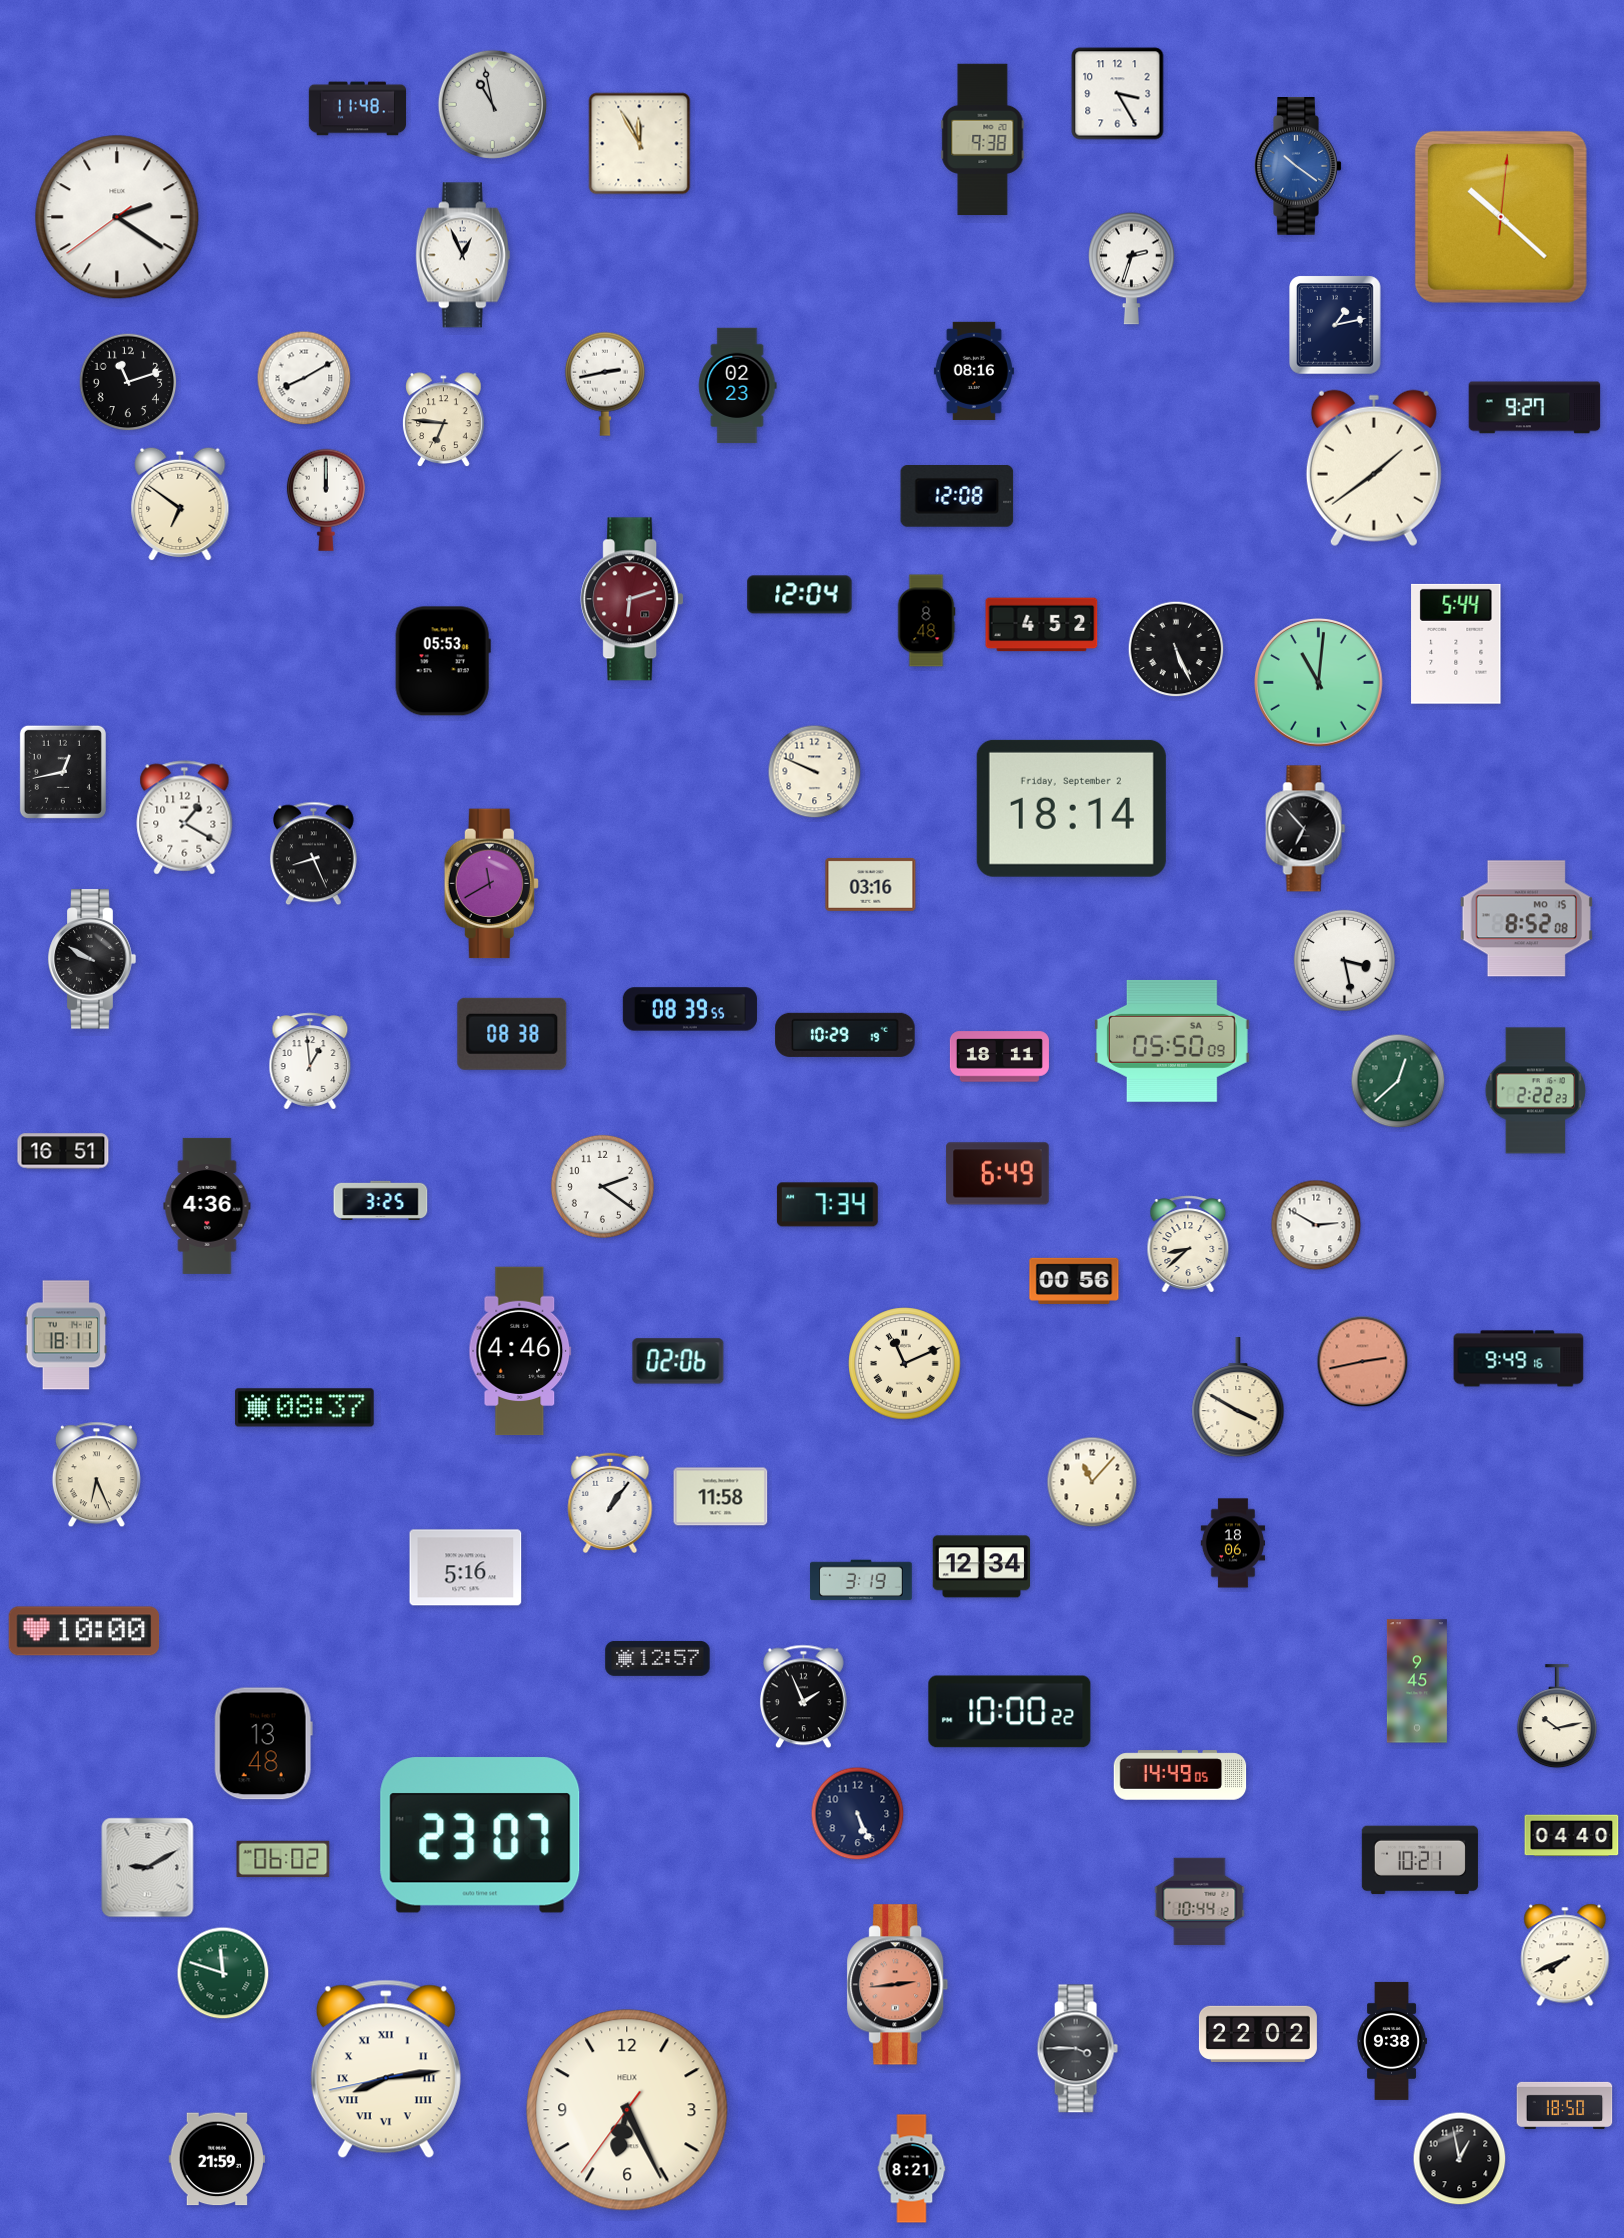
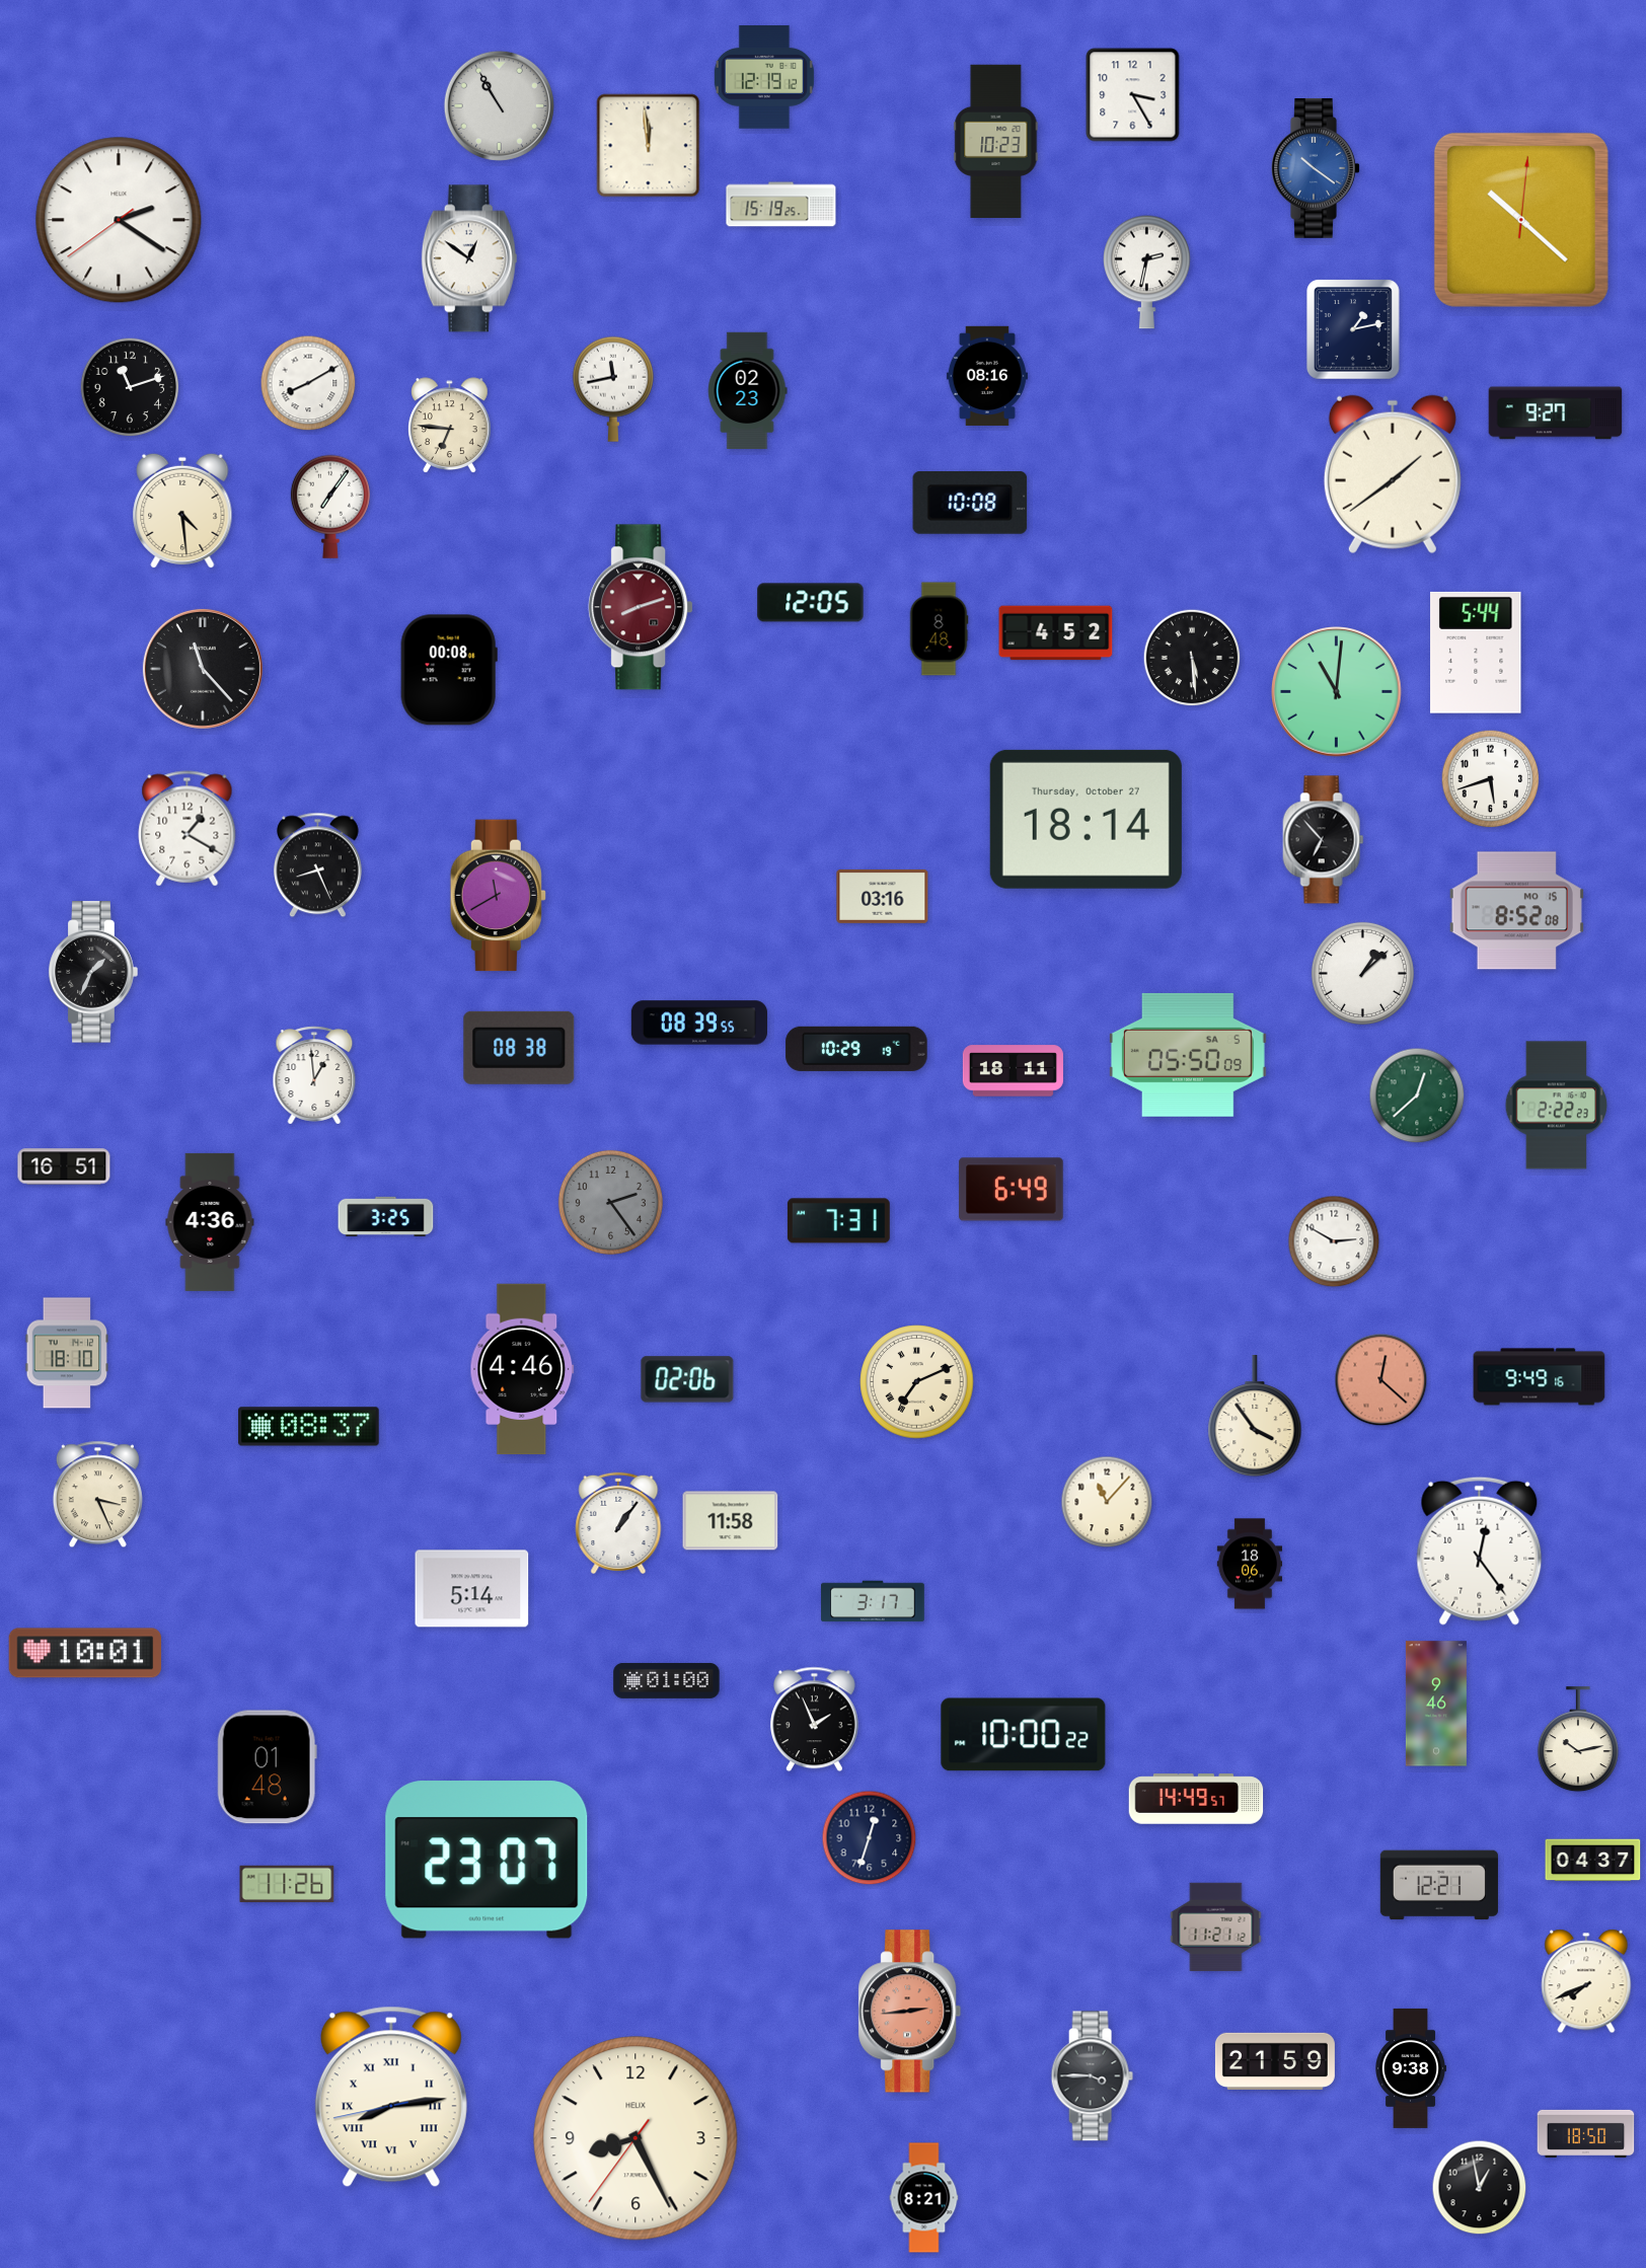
clock at (764, 78): none -> 12:19
clock at (492, 104): 10:58 -> 10:55
clock at (358, 109): 11:48 -> none
clock at (983, 140): 9:38 -> 10:23
clock at (640, 144): 11:55 -> 11:59
clock at (781, 205): none -> 15:19
clock at (463, 255): 12:56 -> 12:51
clock at (1132, 268): 2:33 -> 2:32
clock at (605, 384): 2:43 -> 11:43
clock at (957, 497): 12:08 -> 10:08
clock at (326, 500): 12:00 -> 7:06
clock at (180, 504): 6:51 -> 4:29
clock at (800, 595): 12:04 -> 12:05
clock at (632, 599): 6:12 -> 8:12
clock at (1176, 649): 5:26 -> 5:29
clock at (203, 669): none -> 11:23
clock at (443, 661): 05:53 -> 00:08
clock at (1491, 779): none -> 5:42
clock at (63, 772): 12:43 -> none
clock at (815, 772): 9:49 -> none
clock at (1071, 808) date: Friday, September 2 -> Thursday, October 27
clock at (1526, 919) position: (1526, 919) -> (1516, 911)
clock at (92, 959): 9:50 -> 1:34
clock at (1344, 960): 3:28 -> 1:08
clock at (602, 1186): 2:21 -> 2:24
clock at (602, 1186) dial: white -> grey
clock at (827, 1205): 7:34 -> 7:31
clock at (1188, 1244): 8:38 -> none
clock at (1074, 1281): 00:56 -> none
clock at (66, 1335): 18:11 -> 18:10
clock at (520, 1351) position: (520, 1351) -> (522, 1369)
clock at (1363, 1362): 2:43 -> 12:22
clock at (905, 1364): 11:11 -> 7:11
clock at (1238, 1398): 3:50 -> 3:54
clock at (96, 1475): 6:26 -> 3:26
clock at (721, 1497) position: (721, 1497) -> (731, 1521)
clock at (1480, 1551): none -> 12:24
clock at (981, 1567): 12:34 -> none
clock at (466, 1568): 5:16 -> 5:14
clock at (861, 1580): 3:19 -> 3:17
clock at (84, 1631): 10:00 -> 10:01
clock at (658, 1658): 12:57 -> 01:00
clock at (1417, 1681): 9:45 -> 9:46
clock at (263, 1744): 13:48 -> 01:48
clock at (1180, 1775): 14:49:05 -> 14:49:57
clock at (858, 1814): 5:26 -> 12:33
clock at (1572, 1836): 04:40 -> 04:37
clock at (283, 1859): 06:02 -> 11:26
clock at (1420, 1860): 10:21 -> 12:21
clock at (148, 1868): 9:10 -> none
clock at (1200, 1901): 10:44 -> 11:21
clock at (223, 1973): 11:48 -> none
clock at (1258, 2033): 22:02 -> 21:59
clock at (627, 2110): 6:25 -> 8:25
clock at (217, 2159): 21:59 -> none
